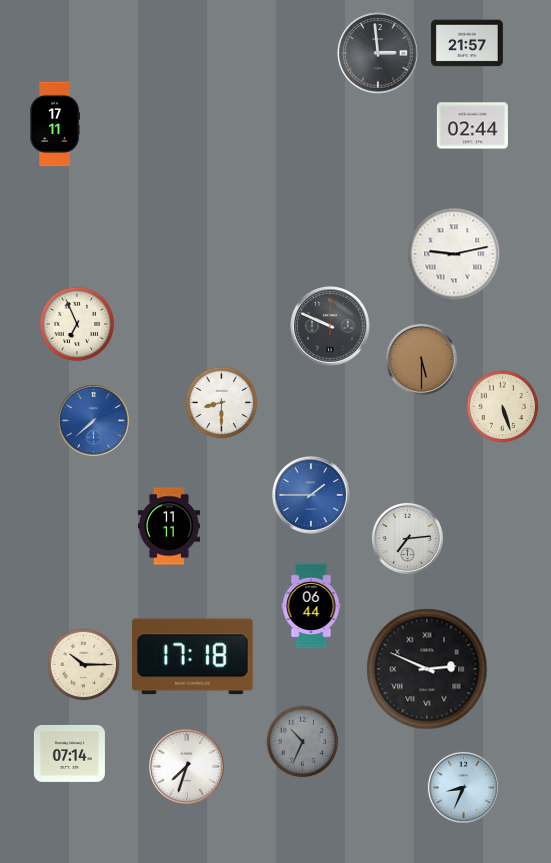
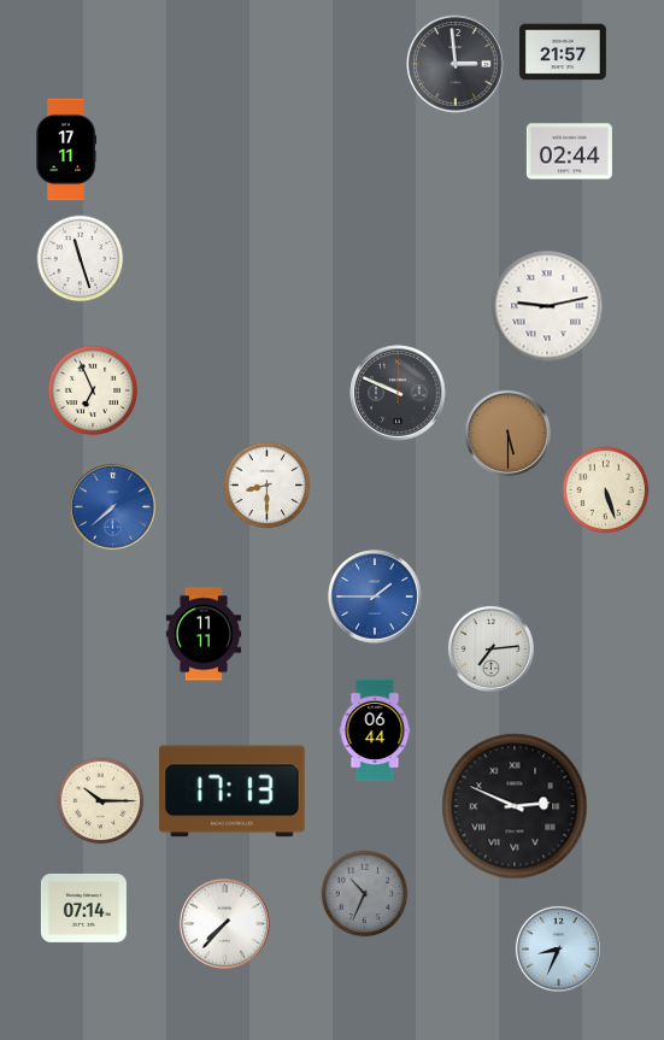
clock at (81, 259): none -> 11:27
clock at (193, 657): 17:18 -> 17:13
clock at (187, 767): 7:33 -> 7:37
